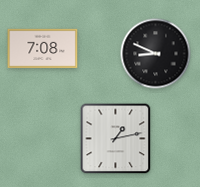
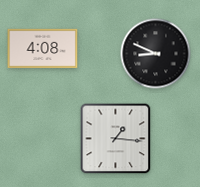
clock at (43, 49): 7:08 -> 4:08
clock at (116, 139): 1:13 -> 1:16
